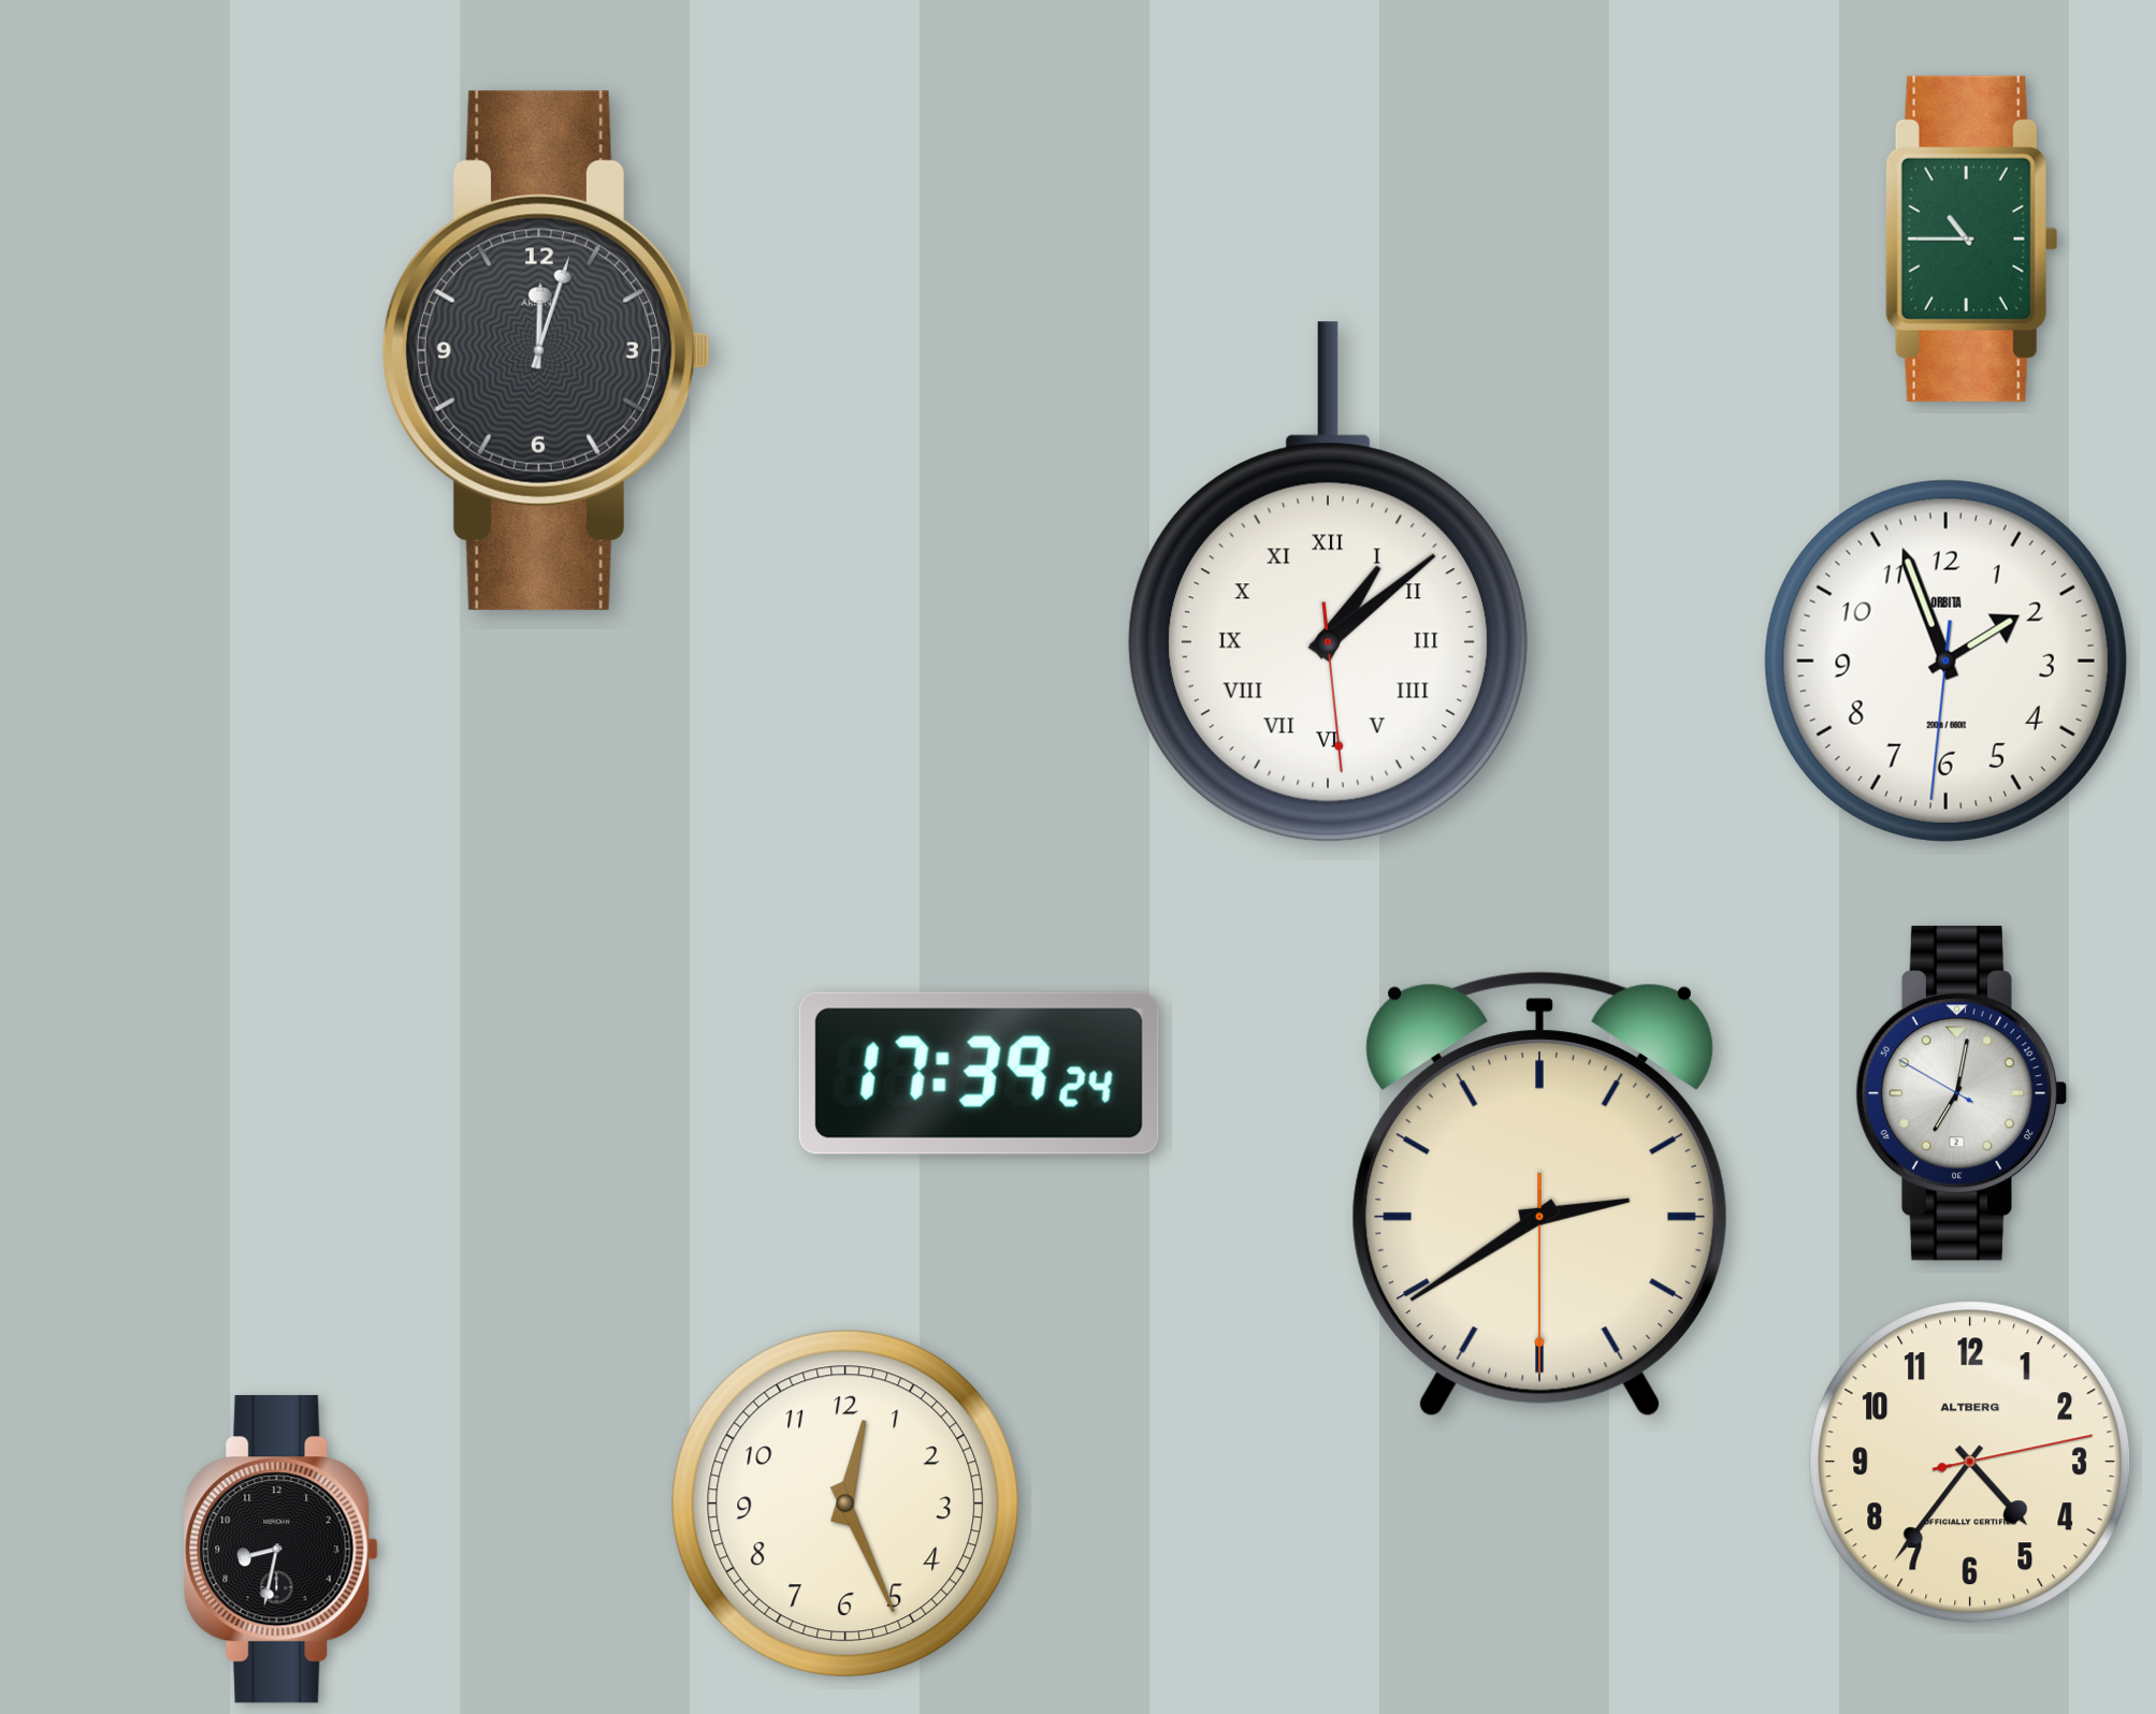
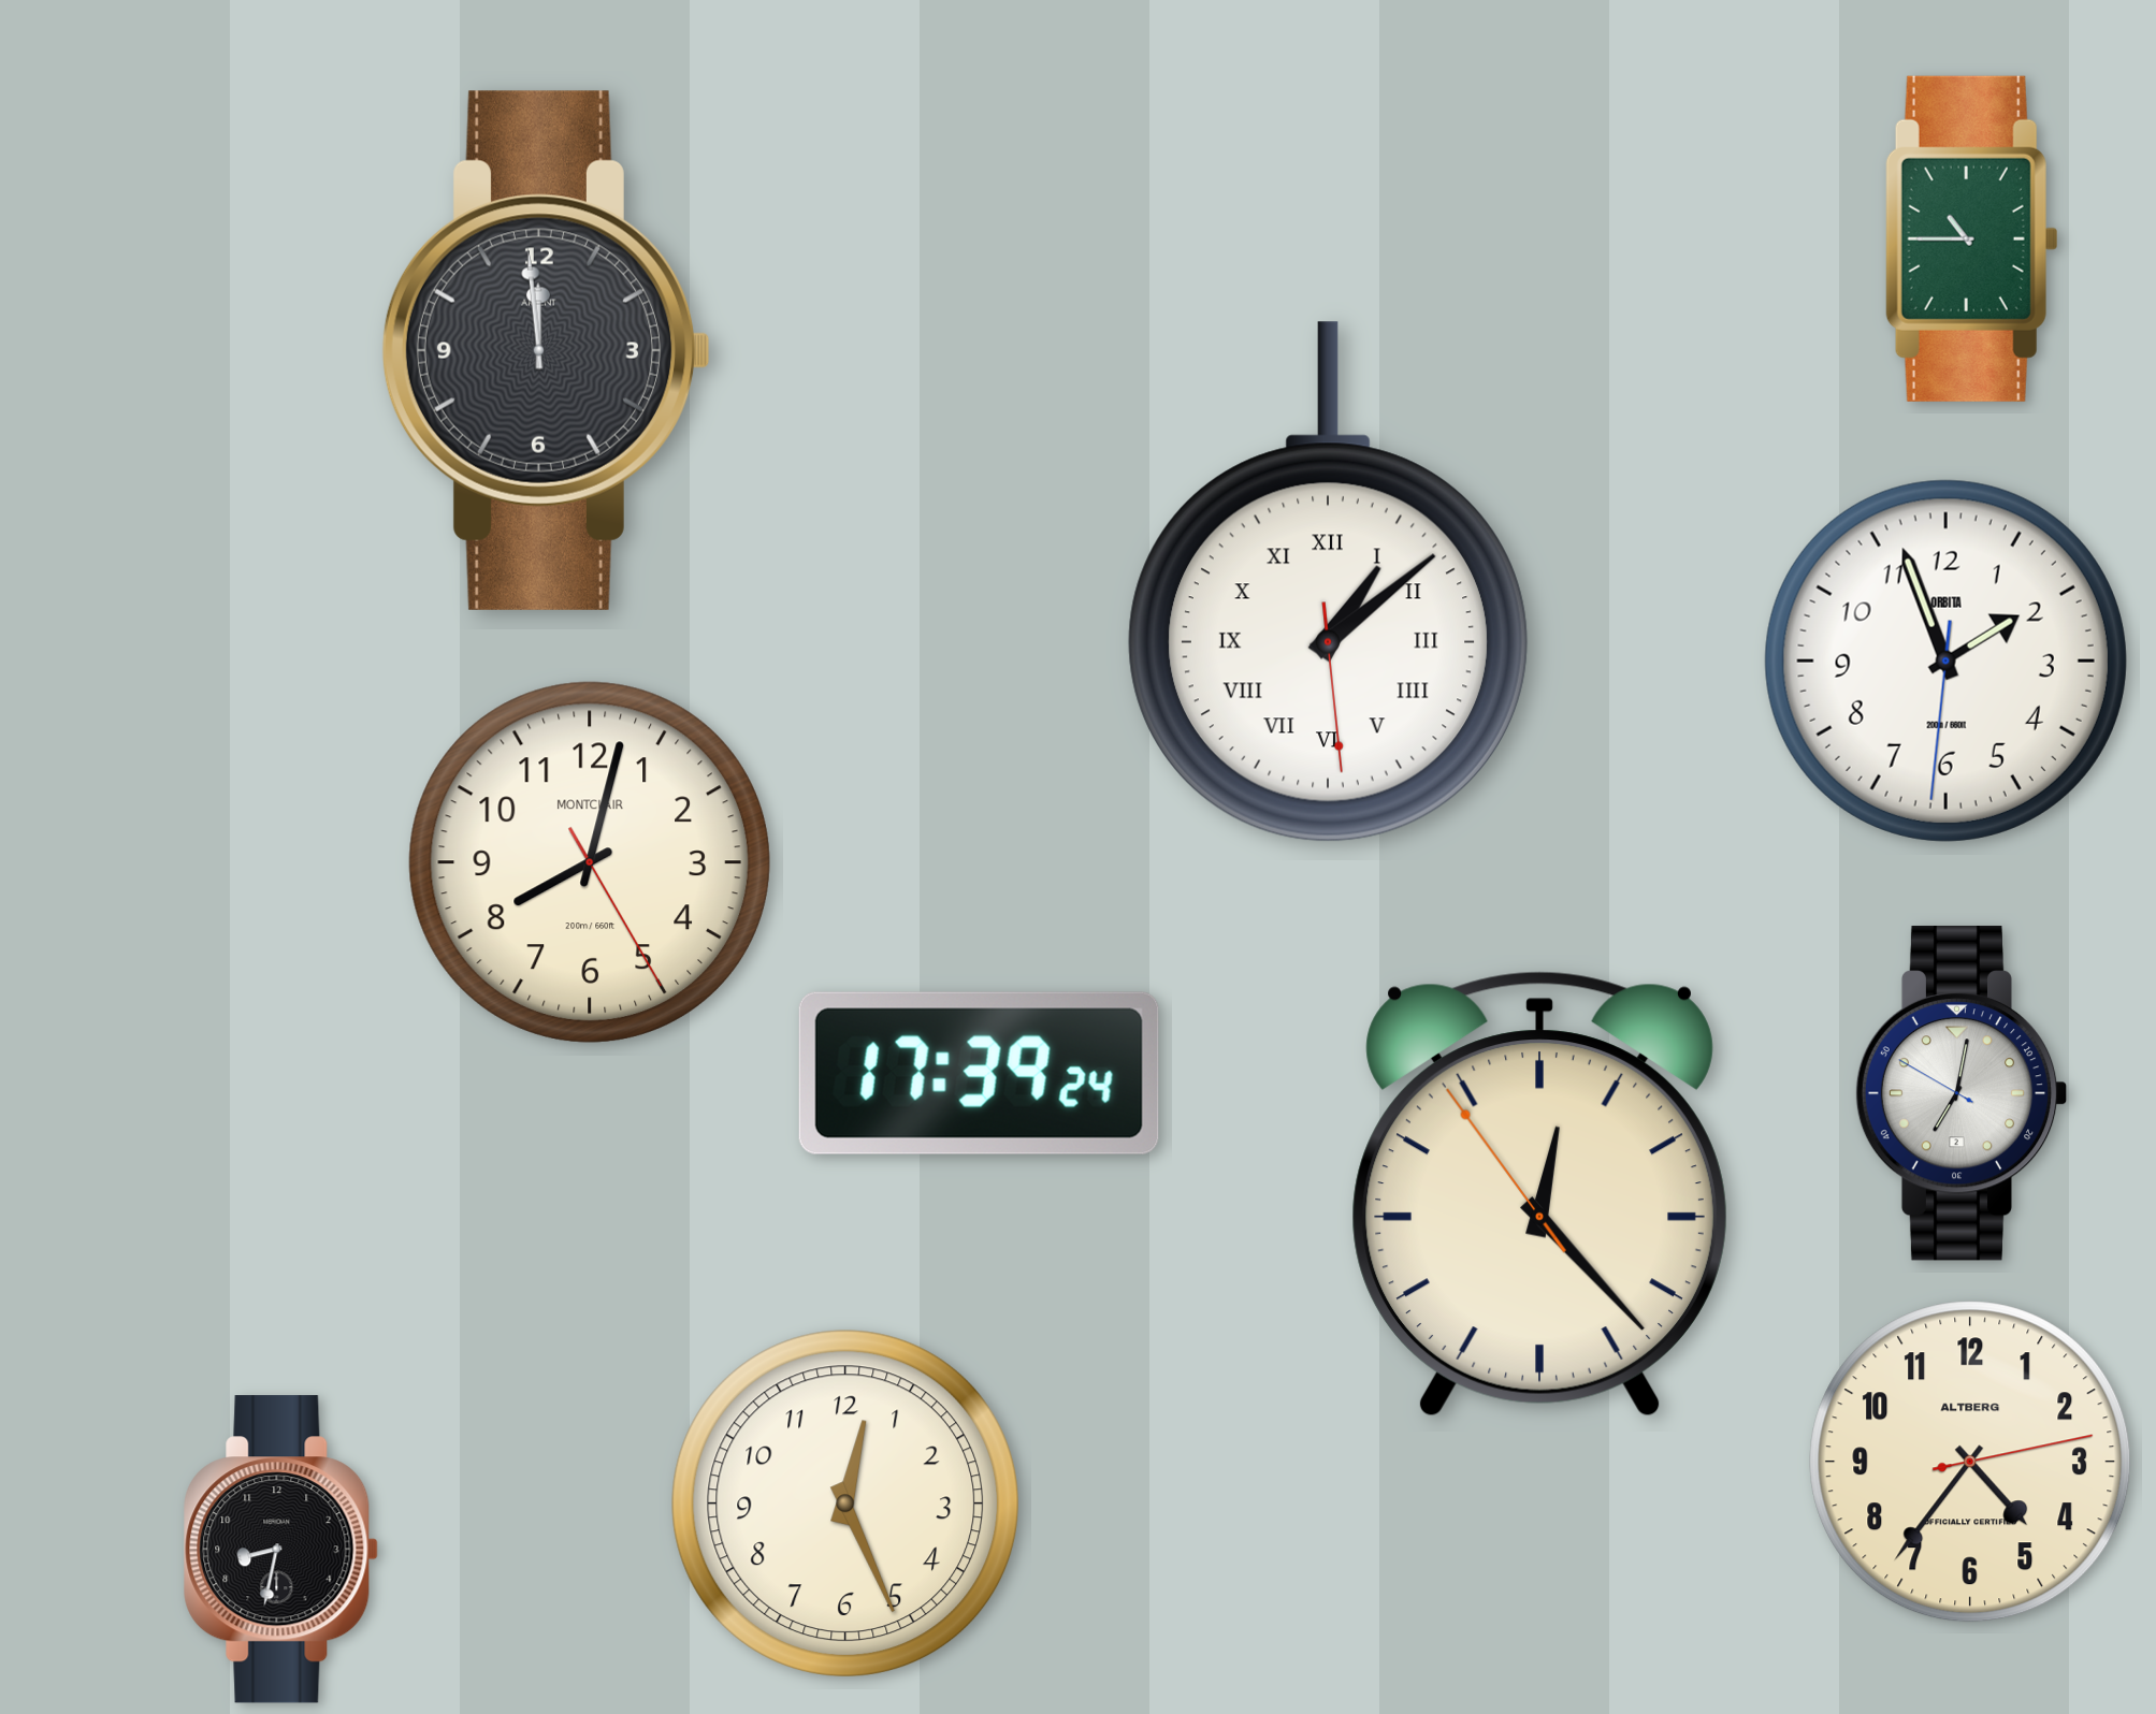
clock at (546, 350): 12:03 -> 11:59
clock at (590, 862): none -> 8:02
clock at (1539, 1194): 2:39 -> 12:22
